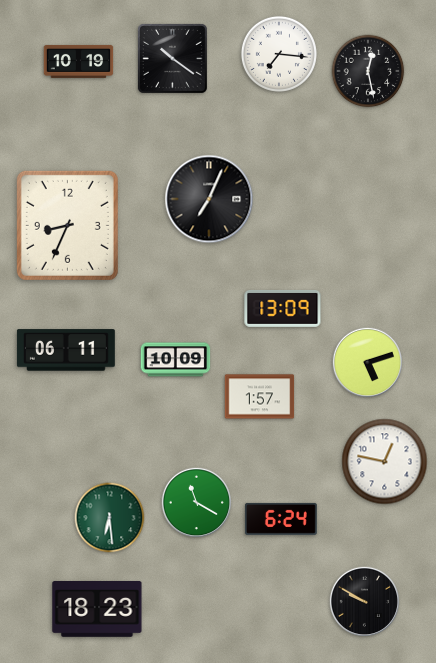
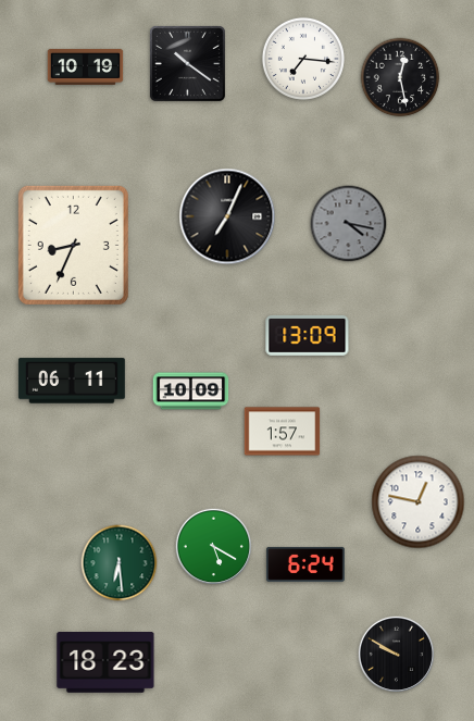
clock at (349, 224): none -> 4:17
clock at (367, 362): 5:12 -> none
clock at (196, 502): 11:20 -> 5:20
